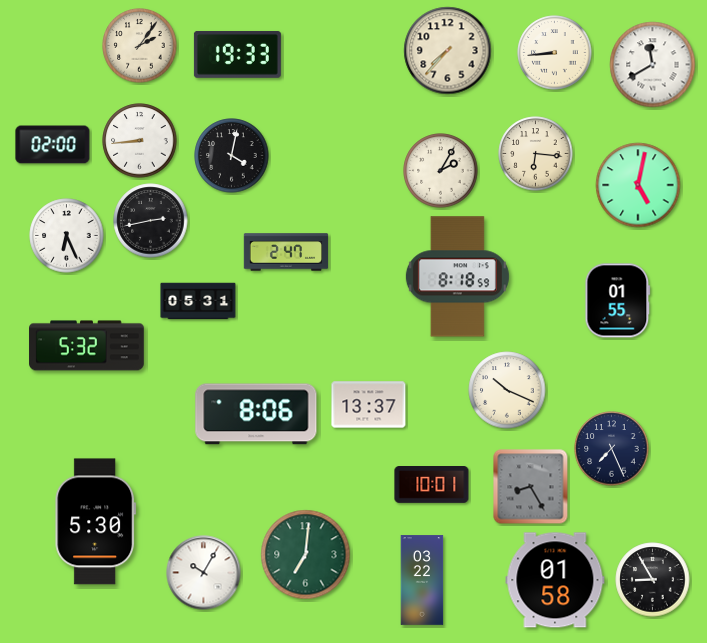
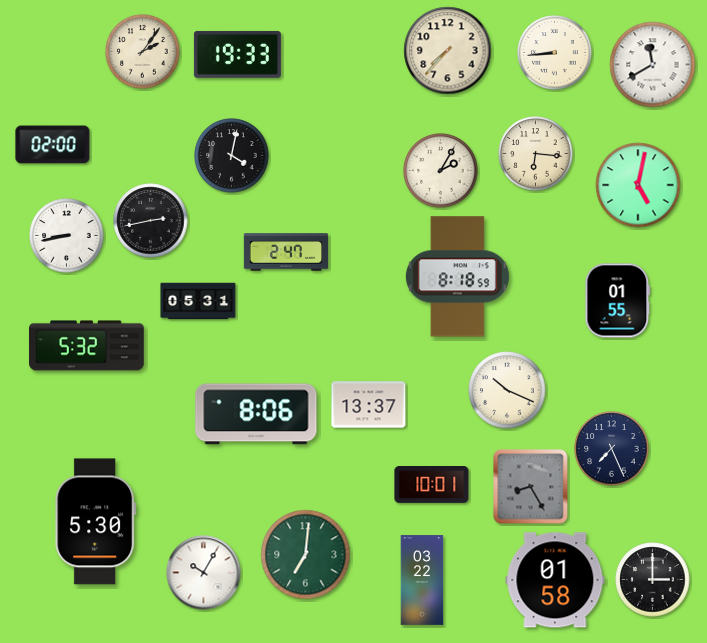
clock at (140, 46) position: (140, 46) -> (143, 52)
clock at (140, 141): 8:44 -> none
clock at (67, 236): 6:26 -> 8:43
clock at (653, 580): 8:55 -> 3:00
